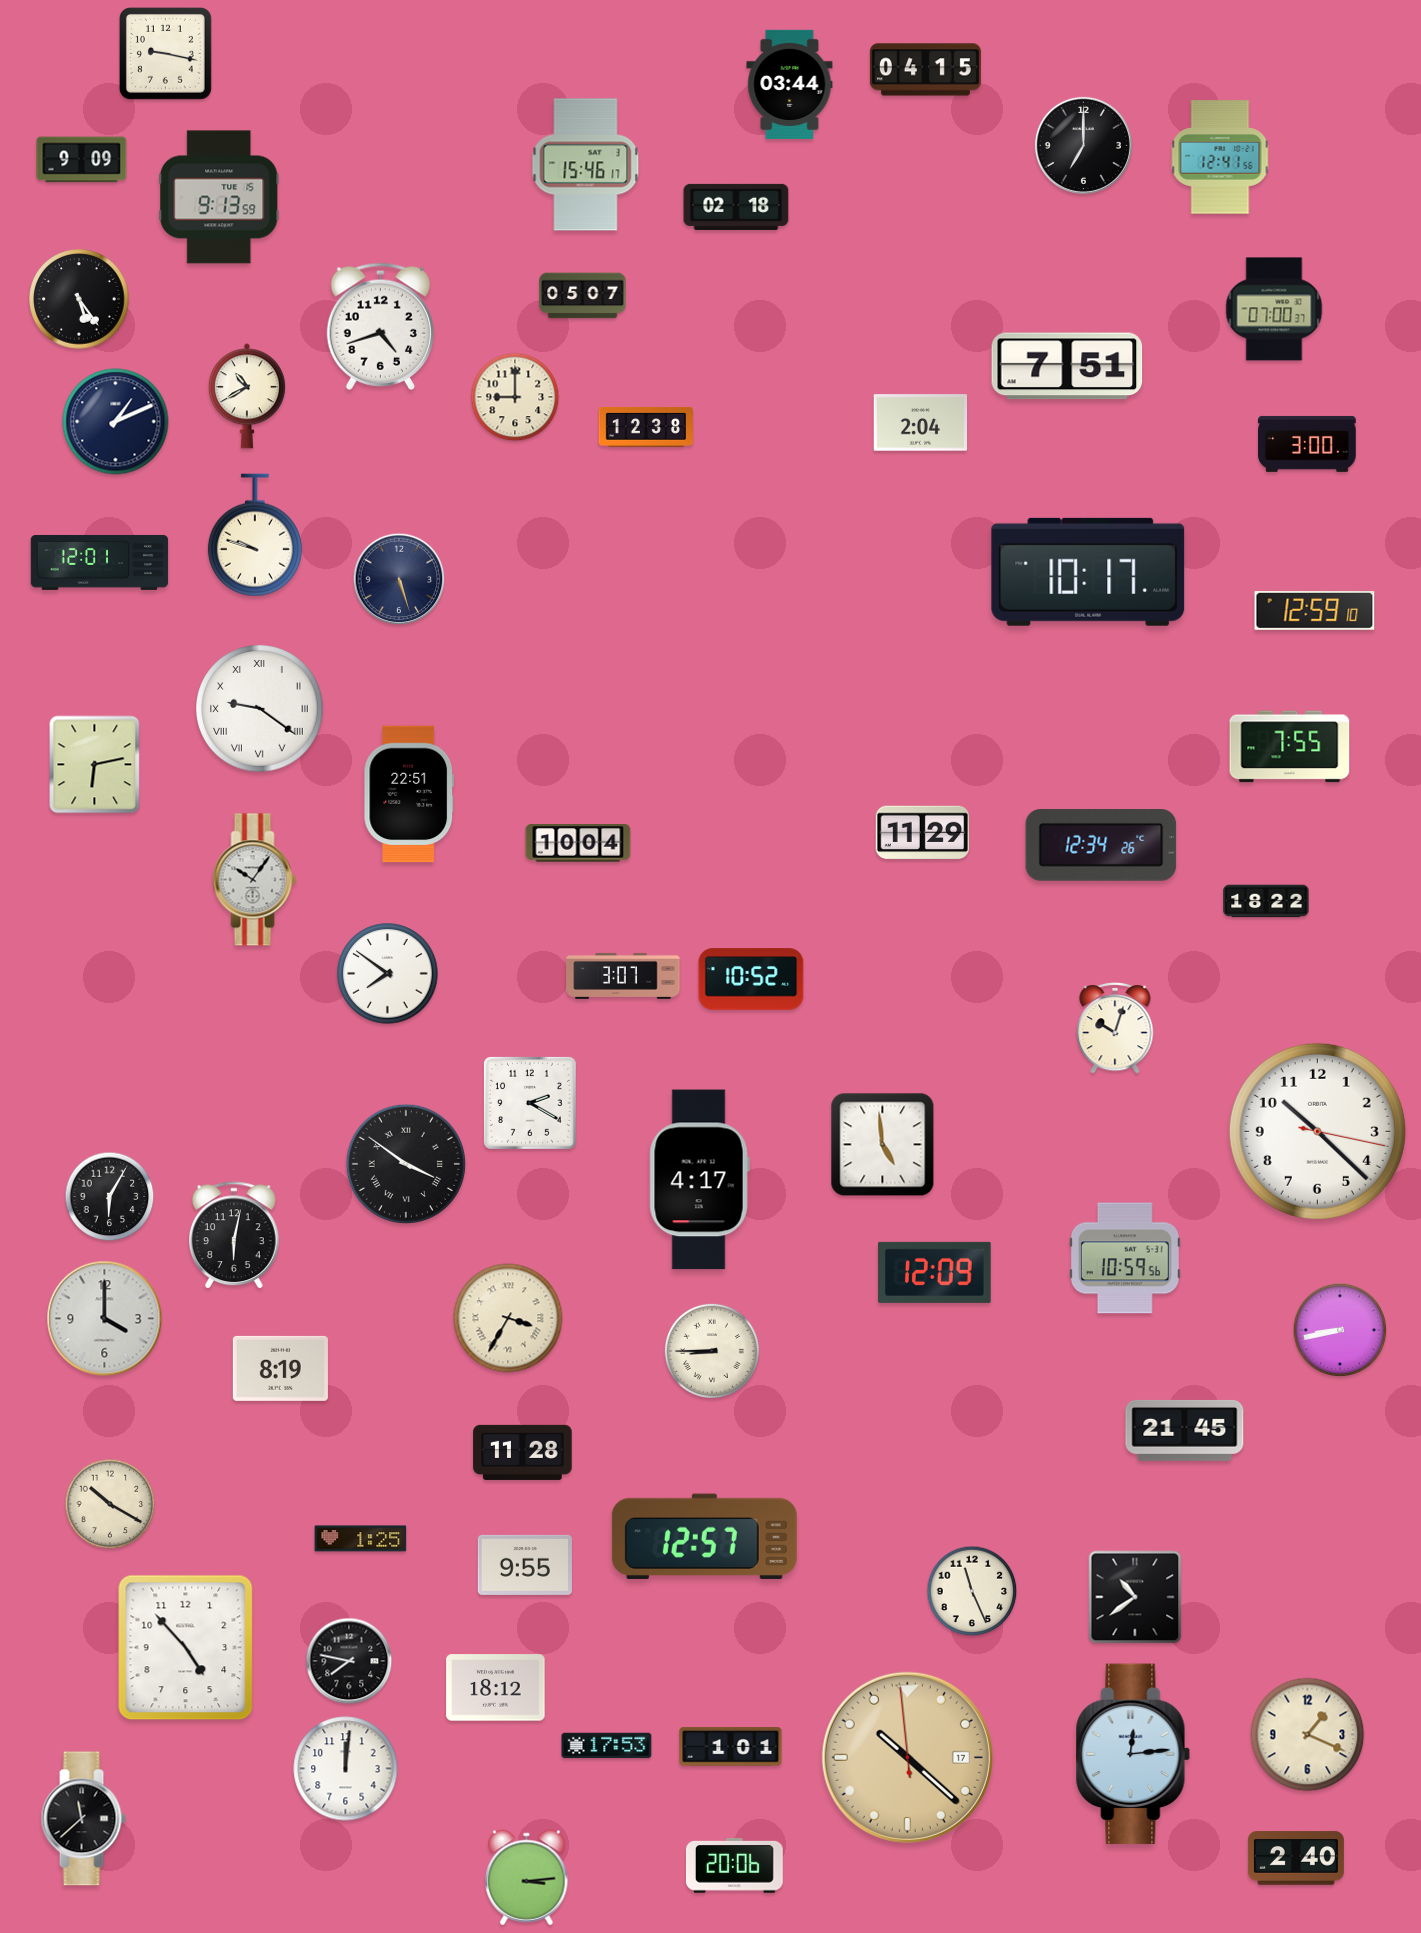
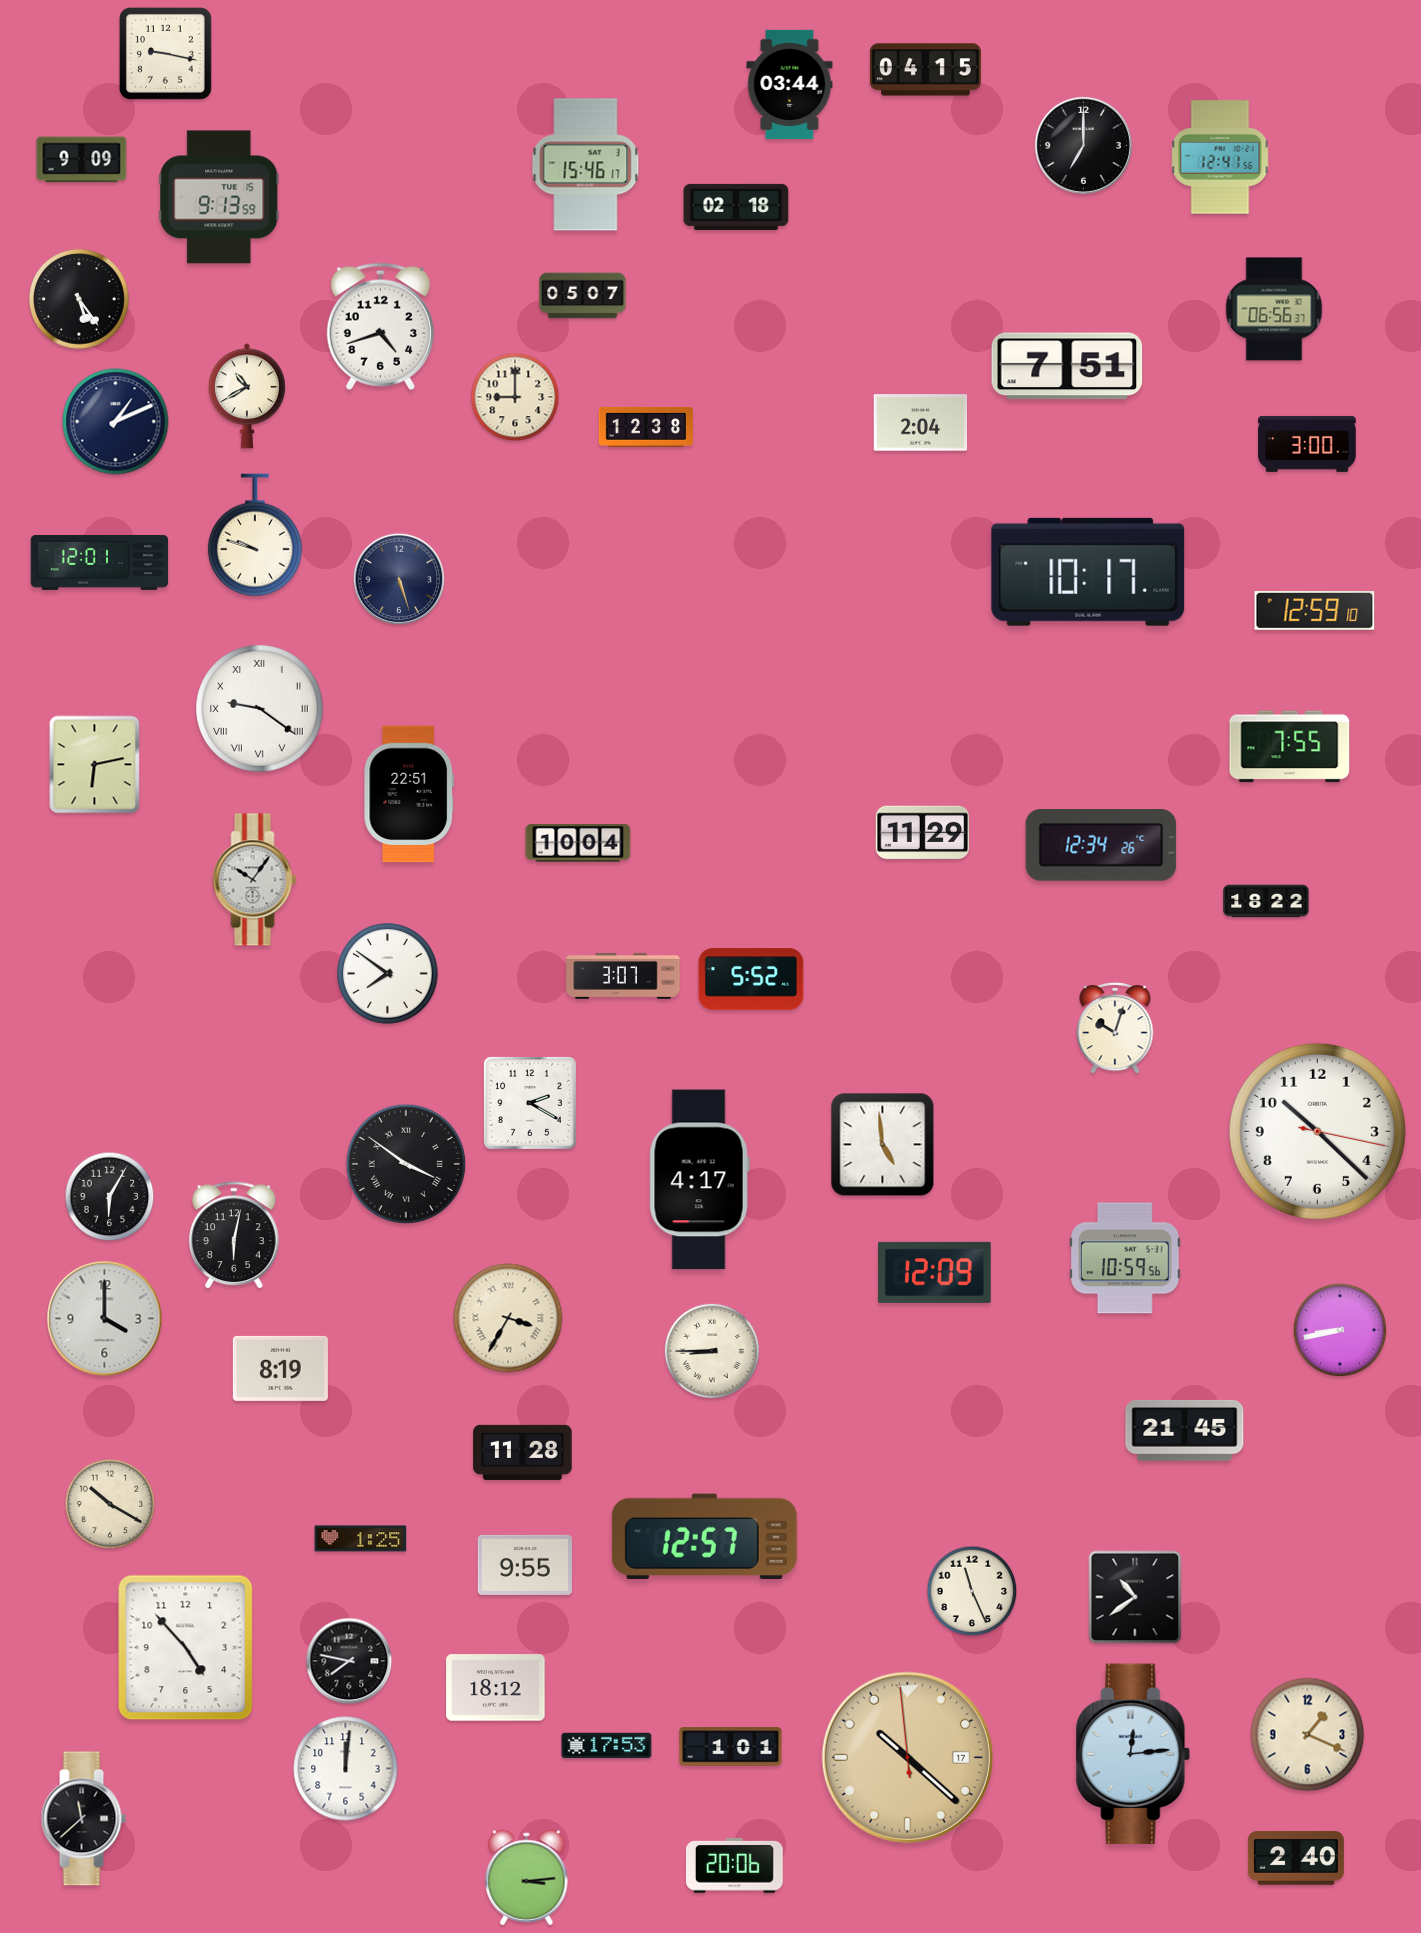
clock at (1274, 309): 07:00 -> 06:56
clock at (751, 979): 10:52 -> 5:52
